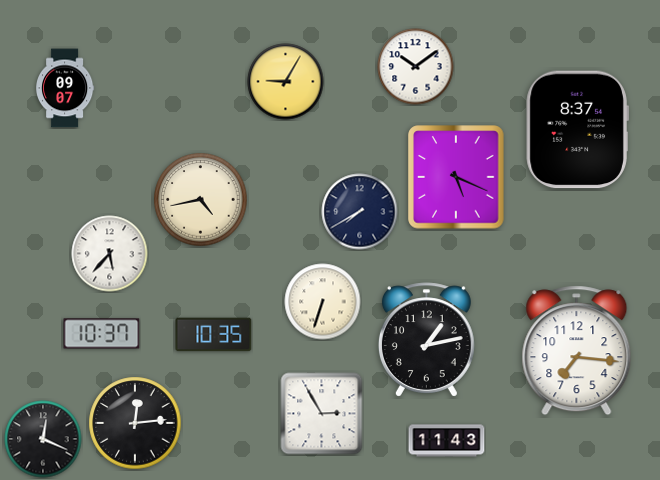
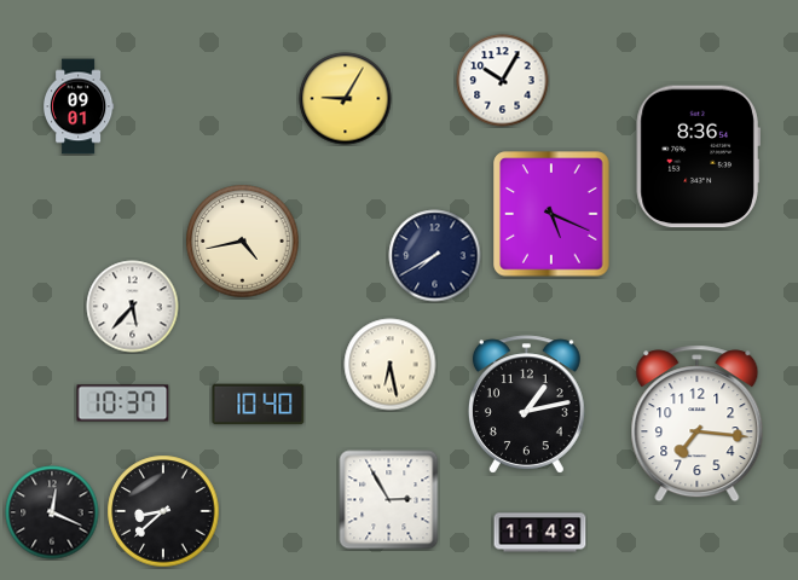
clock at (416, 67): 10:09 -> 10:05
clock at (66, 88): 09:07 -> 09:01
clock at (577, 130): 8:37 -> 8:36
clock at (323, 302): 6:33 -> 6:28
clock at (214, 335): 10:35 -> 10:40
clock at (426, 340) position: (426, 340) -> (526, 405)
clock at (135, 423): 12:14 -> 8:38
clock at (43, 439) position: (43, 439) -> (52, 512)
